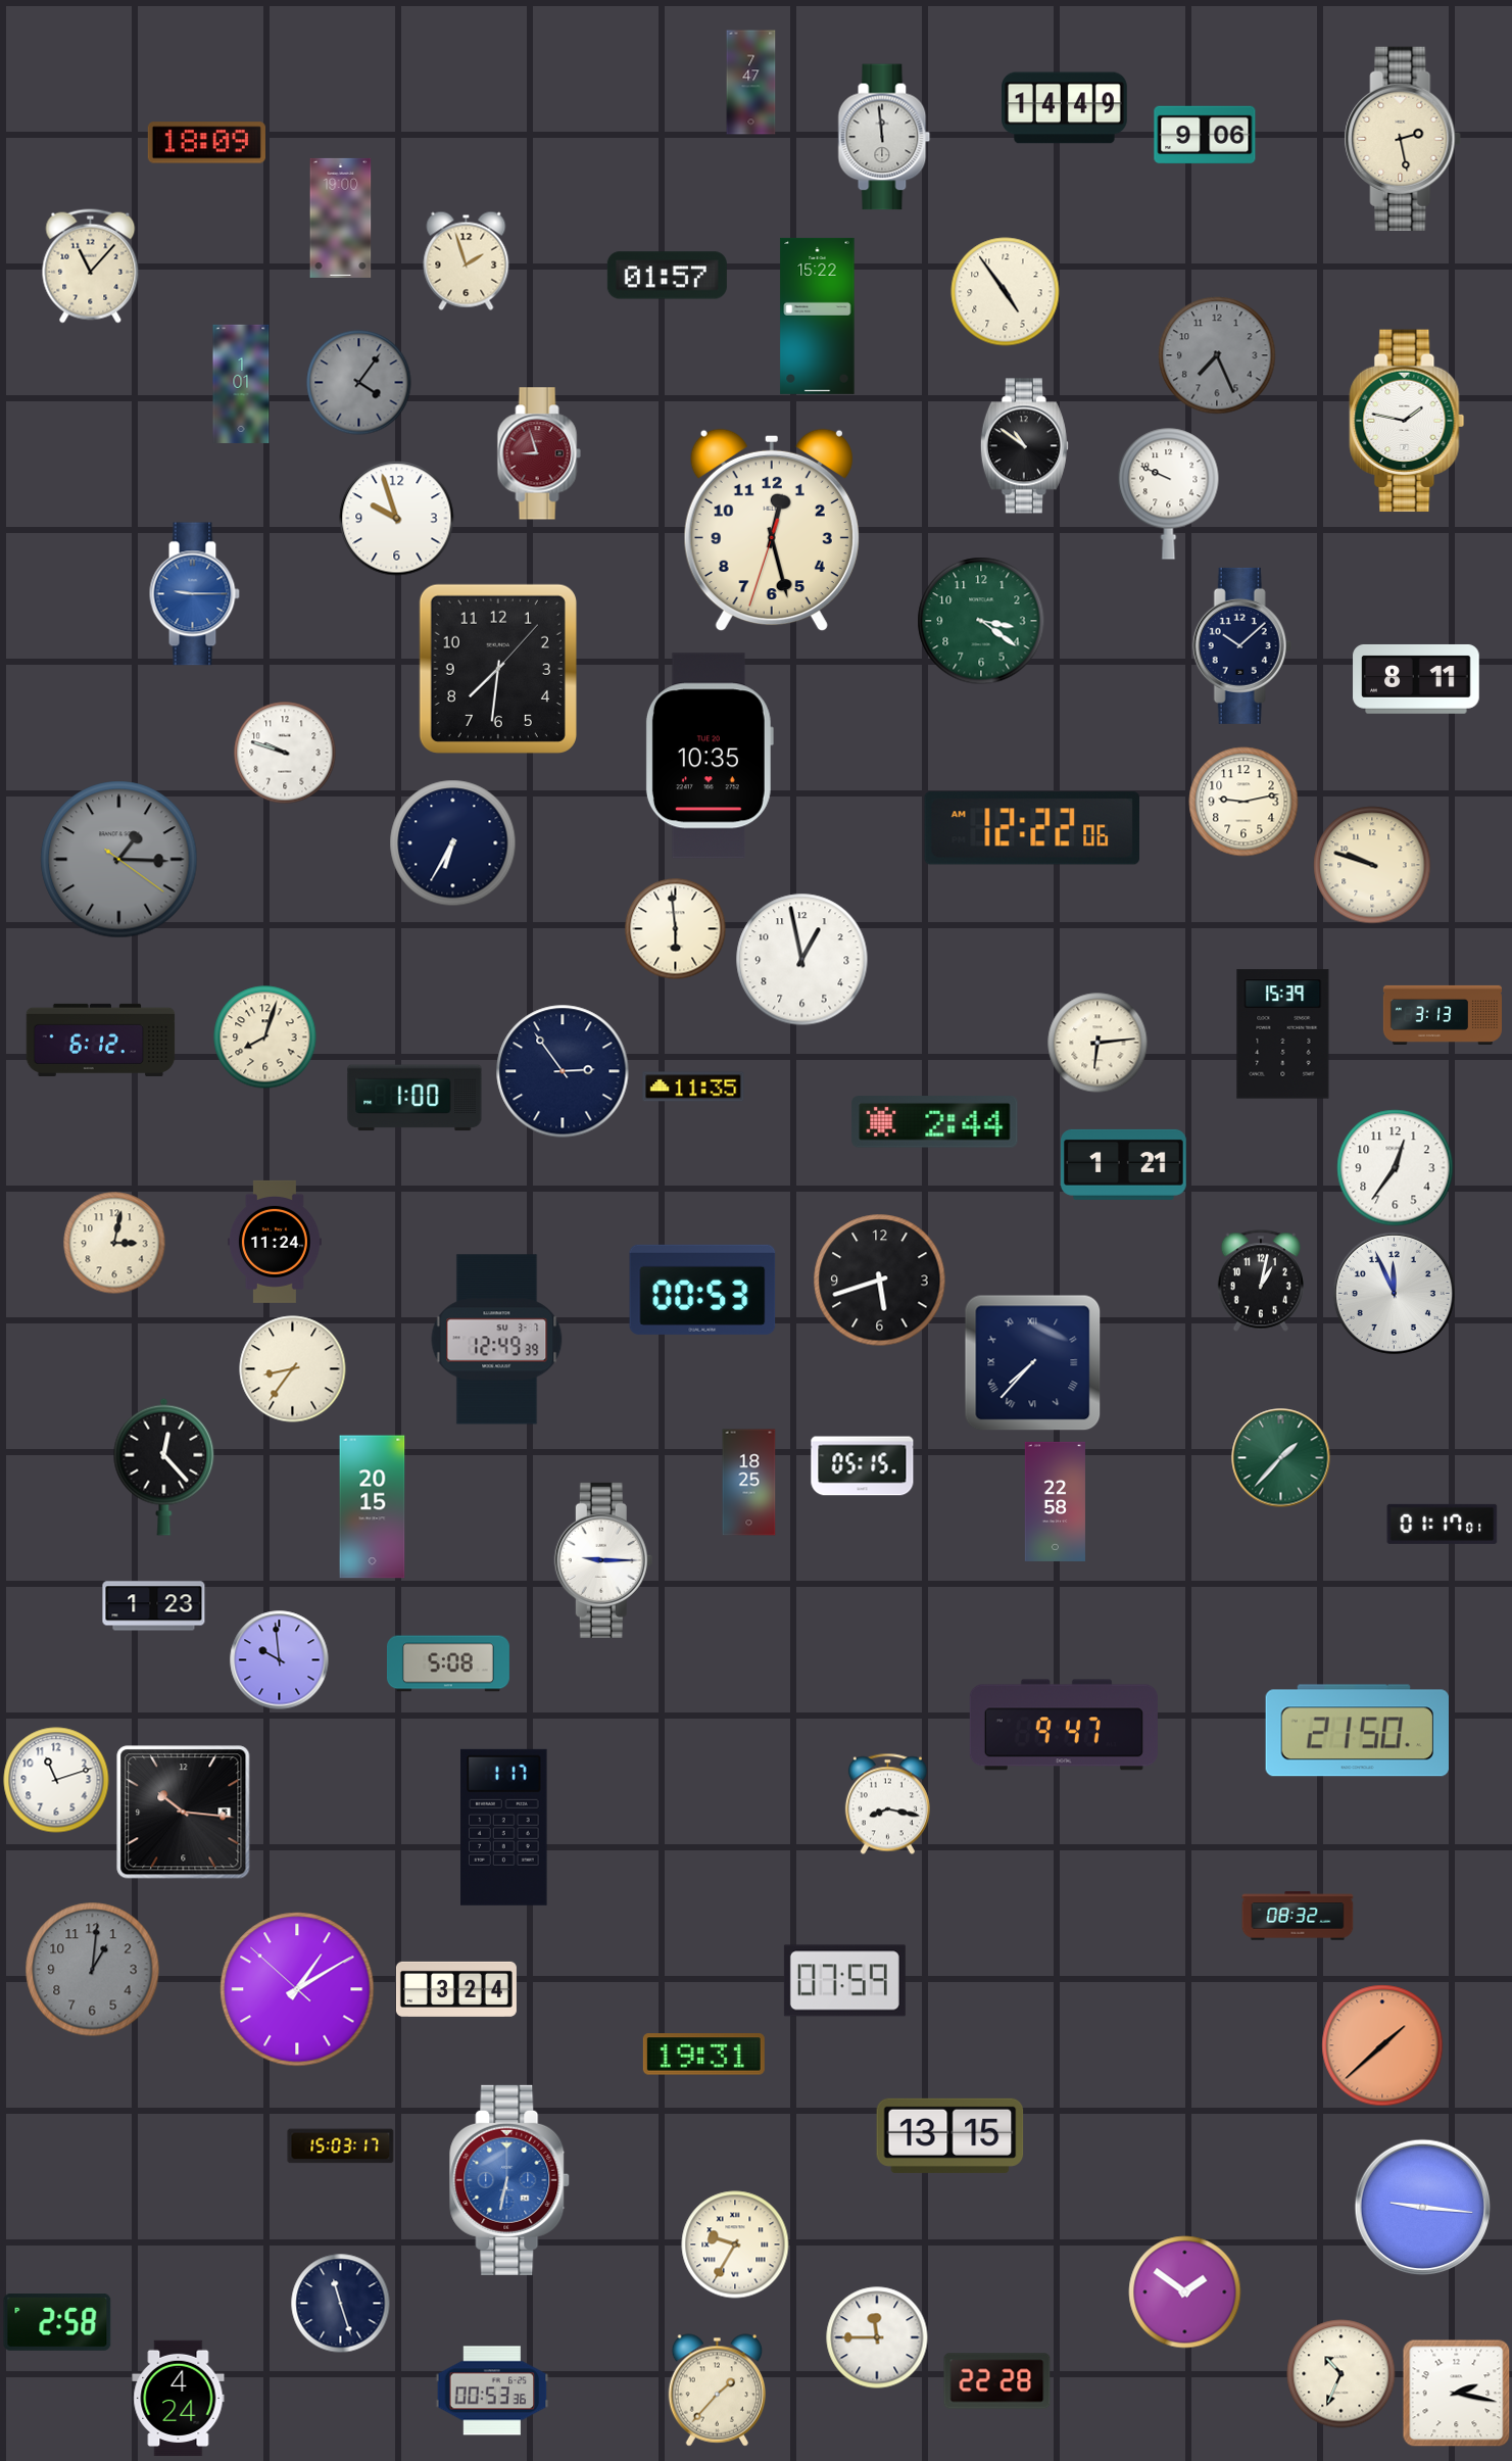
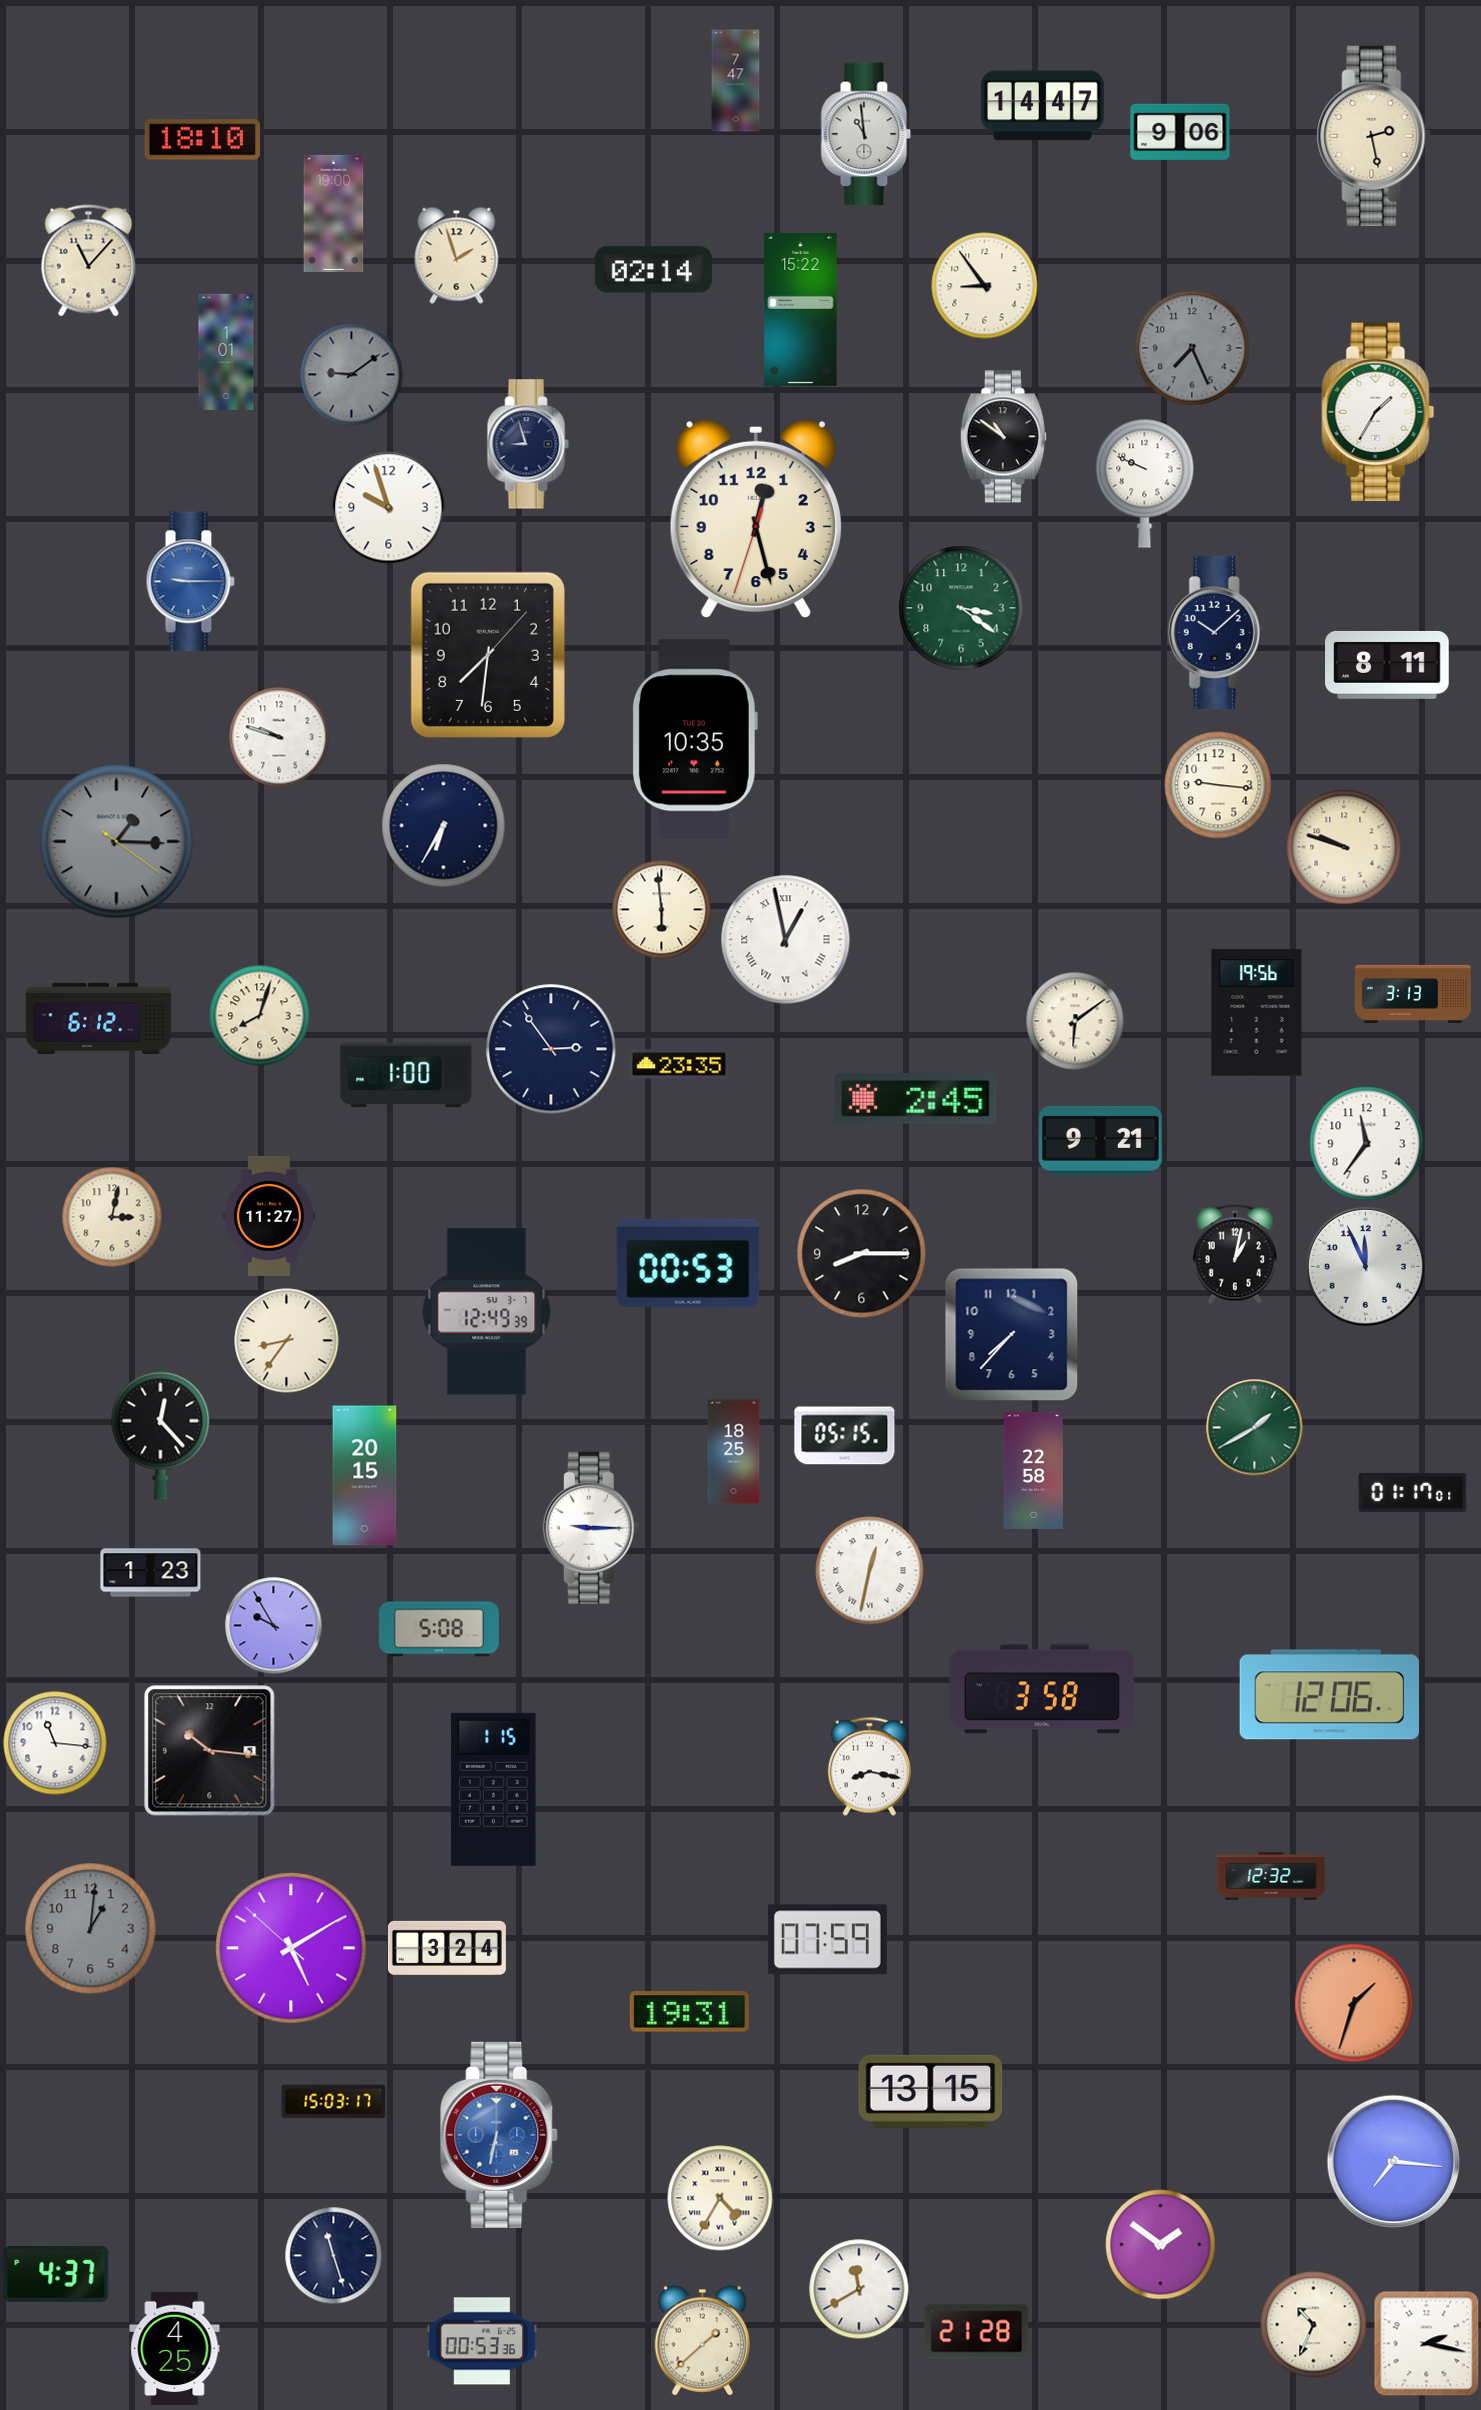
clock at (1065, 108): 14:49 -> 14:47
clock at (884, 137): 11:59 -> 10:59
clock at (206, 143): 18:09 -> 18:10
clock at (667, 276): 01:57 -> 02:14
clock at (1006, 292): 4:54 -> 8:54
clock at (359, 383): 4:06 -> 9:09
clock at (241, 384) position: (241, 384) -> (226, 352)
clock at (1407, 421): 1:47 -> 1:35
clock at (539, 453) dial: burgundy -> navy
clock at (1243, 802): 9:13 -> 9:16
clock at (1031, 828): 12:22 -> none
clock at (802, 960) numerals: Arabic -> Roman
clock at (1283, 1034): 15:39 -> 19:56
clock at (1098, 1043): 6:14 -> 6:09
clock at (693, 1087): 11:35 -> 23:35
clock at (935, 1122): 2:44 -> 2:45
clock at (1124, 1164): 1:21 -> 9:21
clock at (1396, 1168): 12:36 -> 11:36
clock at (275, 1242): 11:24 -> 11:27
clock at (880, 1281): 5:42 -> 8:15
clock at (1033, 1363) numerals: Roman -> Arabic
clock at (1281, 1458): 1:37 -> 1:40
clock at (164, 1466) position: (164, 1466) -> (161, 1432)
clock at (870, 1571): none -> 12:32
clock at (280, 1660): 9:59 -> 9:55
clock at (1064, 1725): 9:47 -> 3:58
clock at (1357, 1731): 21:50 -> 12:06
clock at (56, 1780): 11:12 -> 11:16
clock at (184, 1813) position: (184, 1813) -> (210, 1751)
clock at (504, 1827): 1:17 -> 1:15
clock at (1298, 1916): 08:32 -> 12:32
clock at (297, 1989): 1:09 -> 5:09
clock at (1382, 2045): 1:38 -> 1:33
clock at (1423, 2208): 9:16 -> 7:16
clock at (735, 2245): 9:35 -> 4:35
clock at (57, 2322): 2:58 -> 4:37
clock at (877, 2337): 11:45 -> 11:40
clock at (997, 2381): 22:28 -> 21:28
clock at (717, 2391): 1:37 -> 1:38
clock at (179, 2399): 4:24 -> 4:25
